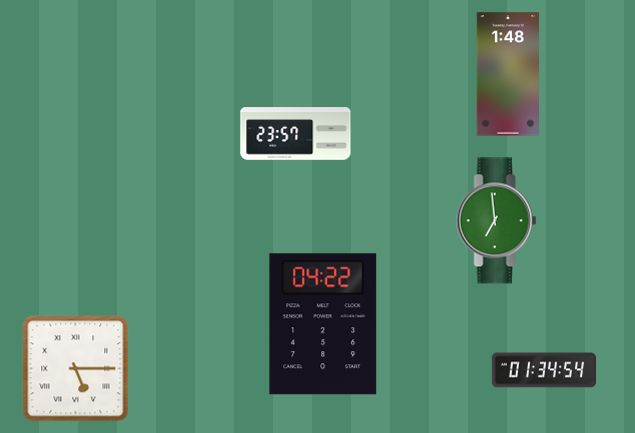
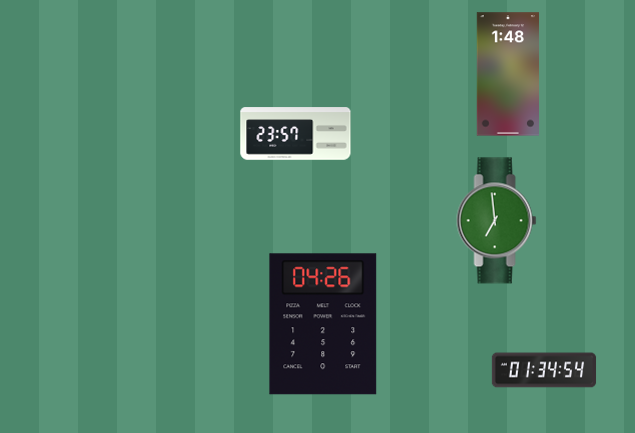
clock at (323, 324): 04:22 -> 04:26
clock at (76, 369): 5:15 -> none
